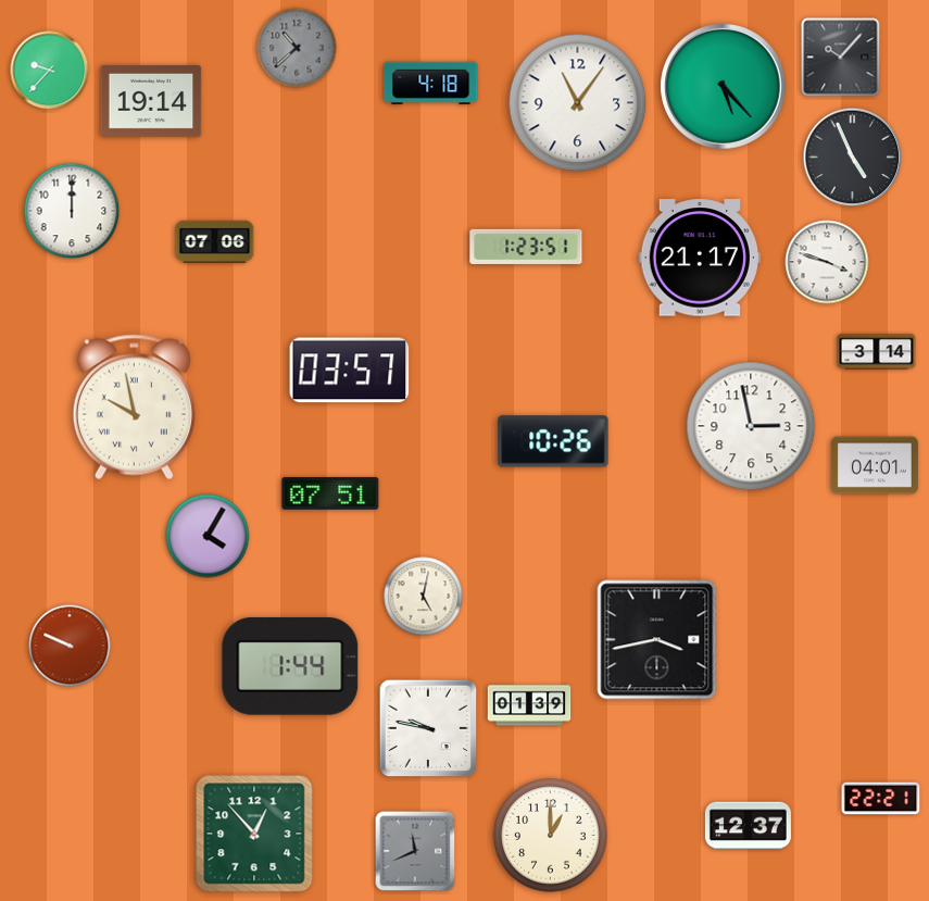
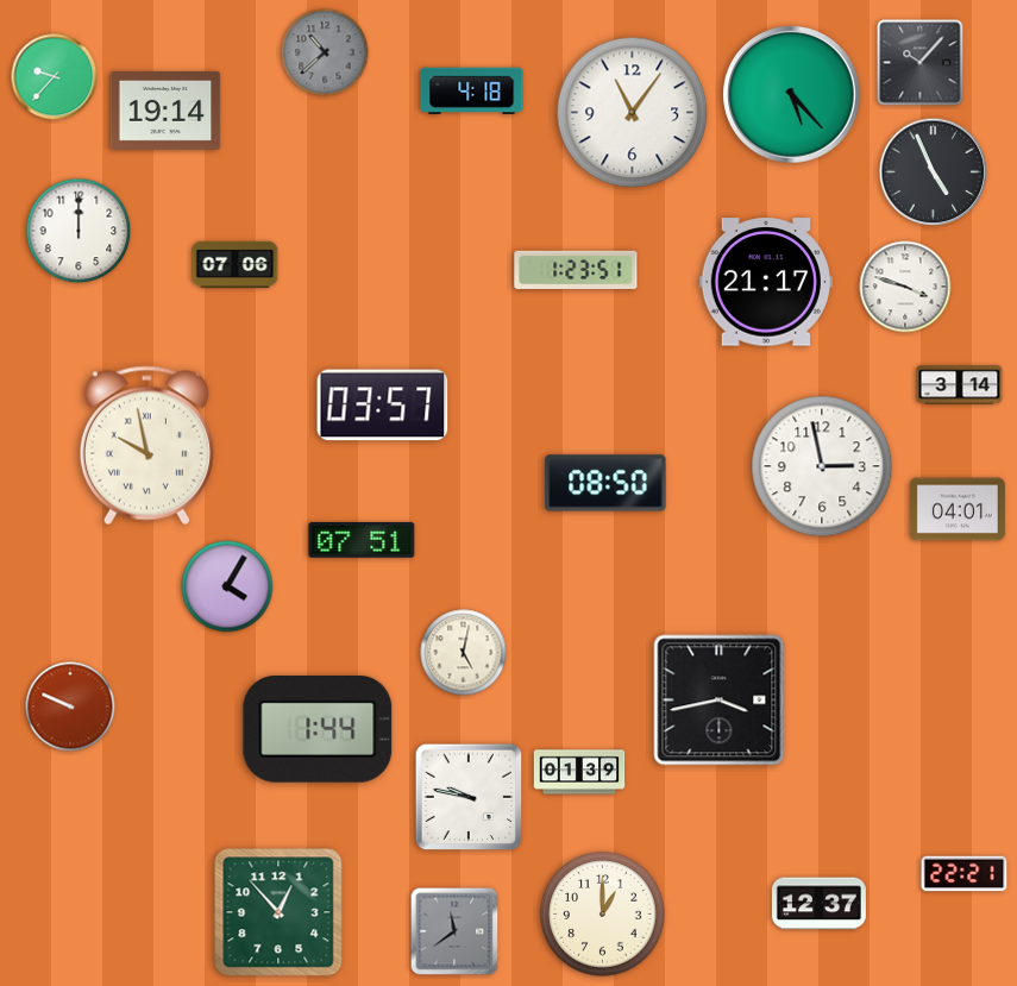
clock at (553, 441): 10:26 -> 08:50
clock at (70, 646) position: (70, 646) -> (70, 706)
clock at (415, 851): 11:41 -> 11:39
